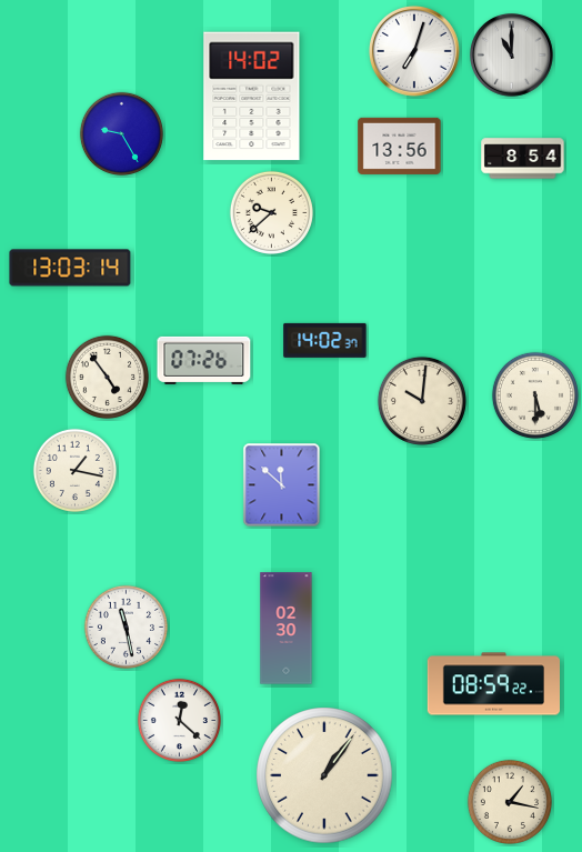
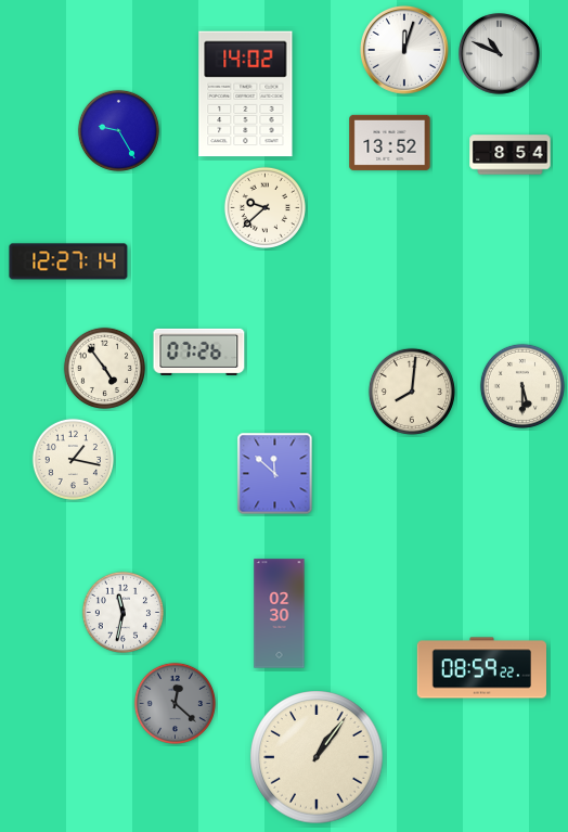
clock at (414, 51): 7:03 -> 12:03
clock at (512, 56): 11:00 -> 10:49
clock at (400, 146): 13:56 -> 13:52
clock at (70, 268): 13:03 -> 12:27
clock at (325, 340): 14:02 -> none
clock at (422, 401): 10:01 -> 8:01
clock at (126, 627): 11:28 -> 11:32
clock at (179, 720) dial: white -> grey
clock at (510, 802): 1:17 -> none
